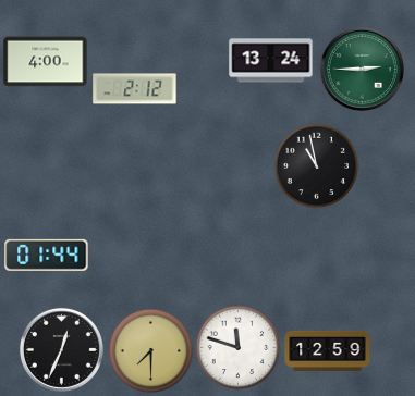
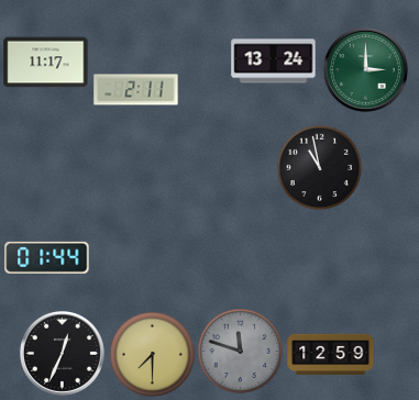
clock at (46, 62): 4:00 -> 11:17
clock at (362, 69): 2:45 -> 3:00
clock at (135, 89): 2:12 -> 2:11
clock at (237, 347) dial: white -> grey
